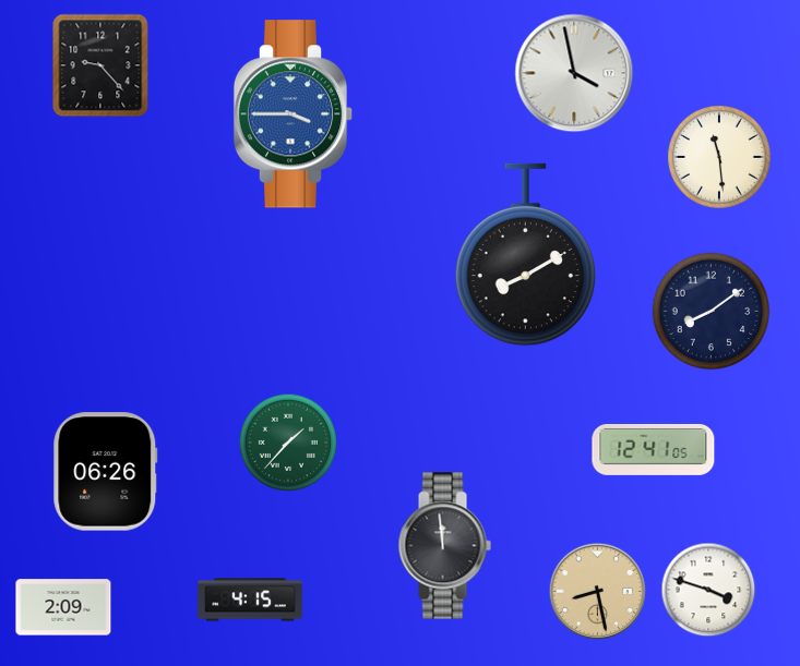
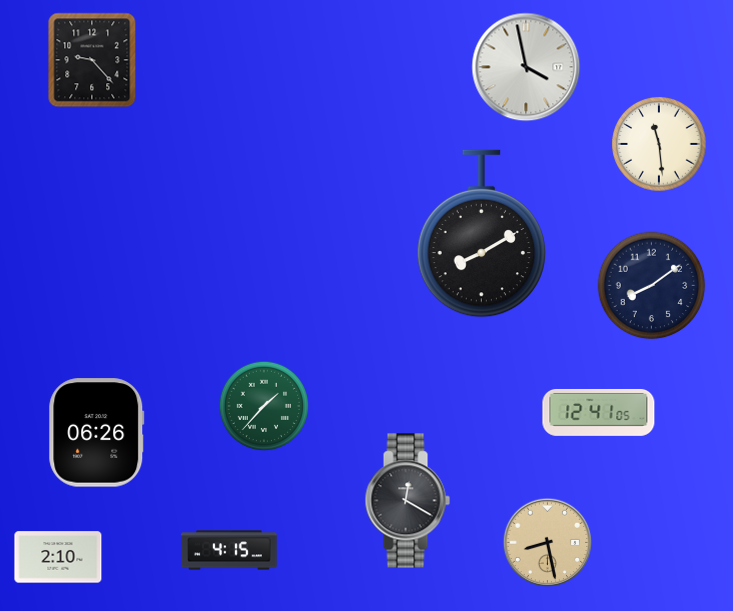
clock at (294, 114): 3:45 -> none
clock at (444, 546): 11:59 -> 12:20
clock at (708, 590): 3:48 -> none
clock at (63, 607): 2:09 -> 2:10
